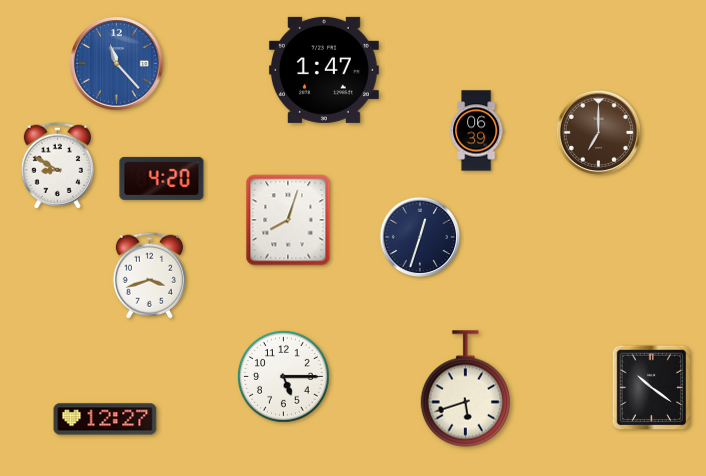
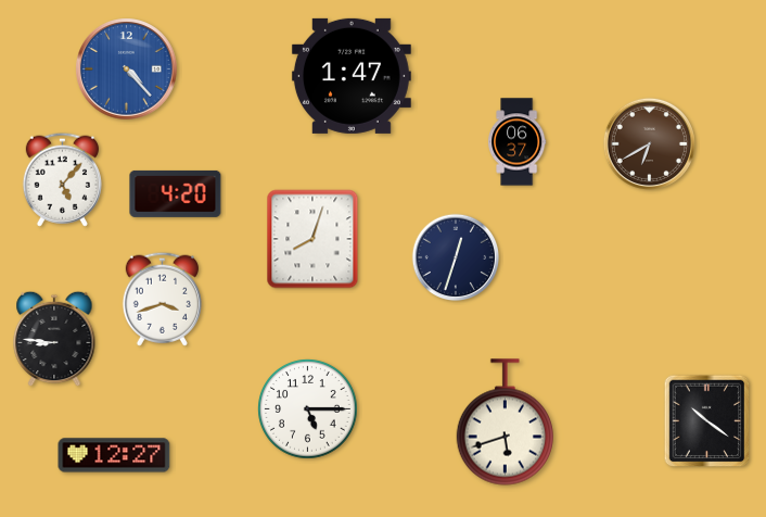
clock at (117, 64): 11:23 -> 4:23
clock at (477, 131): 06:39 -> 06:37
clock at (598, 132): 7:00 -> 6:40
clock at (57, 165): 8:50 -> 5:07
clock at (54, 339): none -> 8:46
